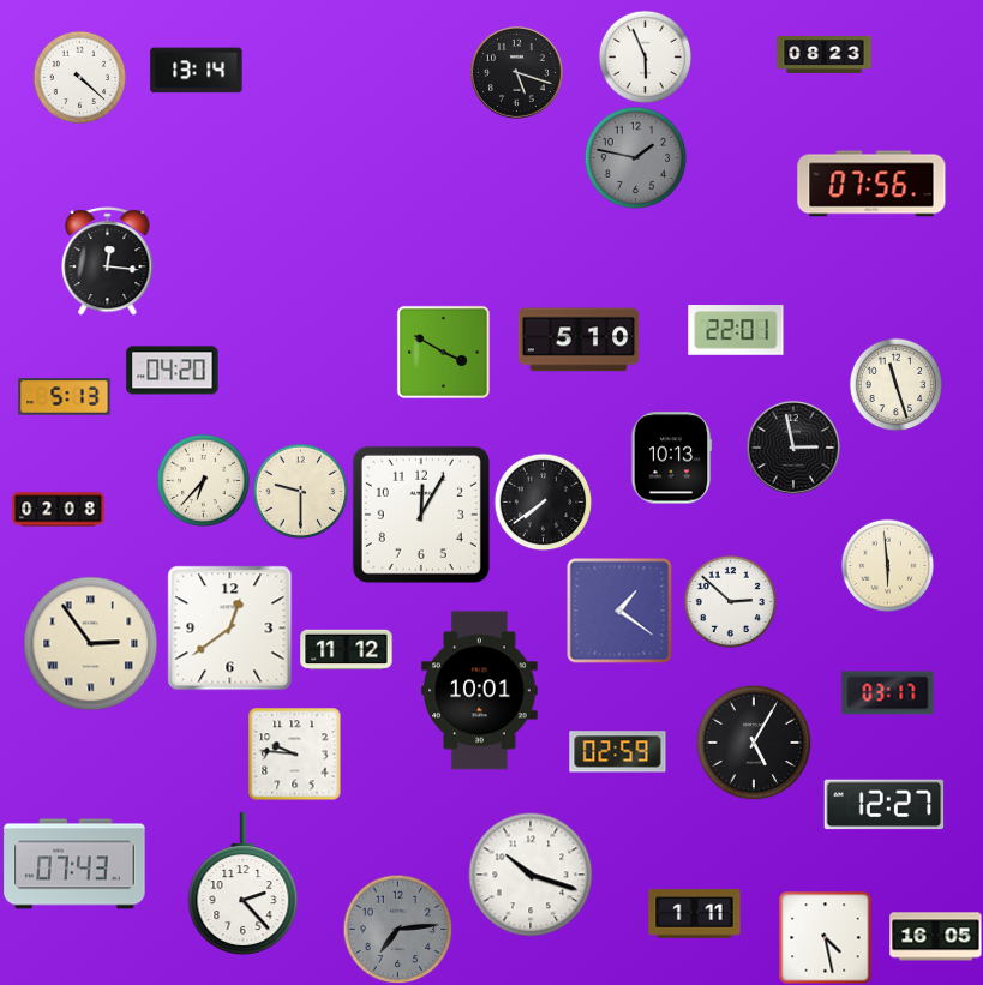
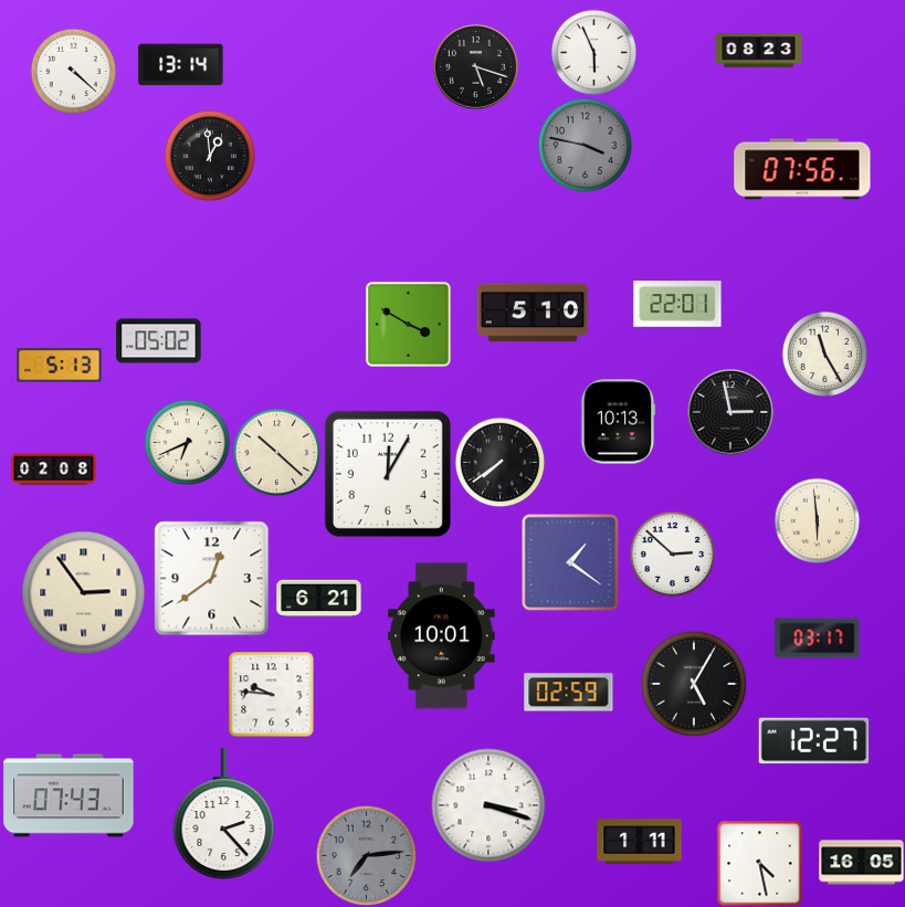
clock at (635, 157): 1:47 -> 3:47
clock at (210, 156): none -> 12:59
clock at (108, 262): 12:16 -> none
clock at (173, 371): 04:20 -> 05:02
clock at (895, 384): 11:27 -> 11:25
clock at (203, 480): 6:37 -> 6:41
clock at (300, 491): 9:30 -> 10:22
clock at (347, 650): 11:12 -> 6:21
clock at (531, 875): 10:18 -> 3:18
